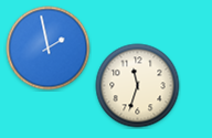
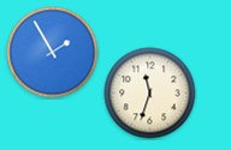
clock at (49, 49): 1:58 -> 1:55
